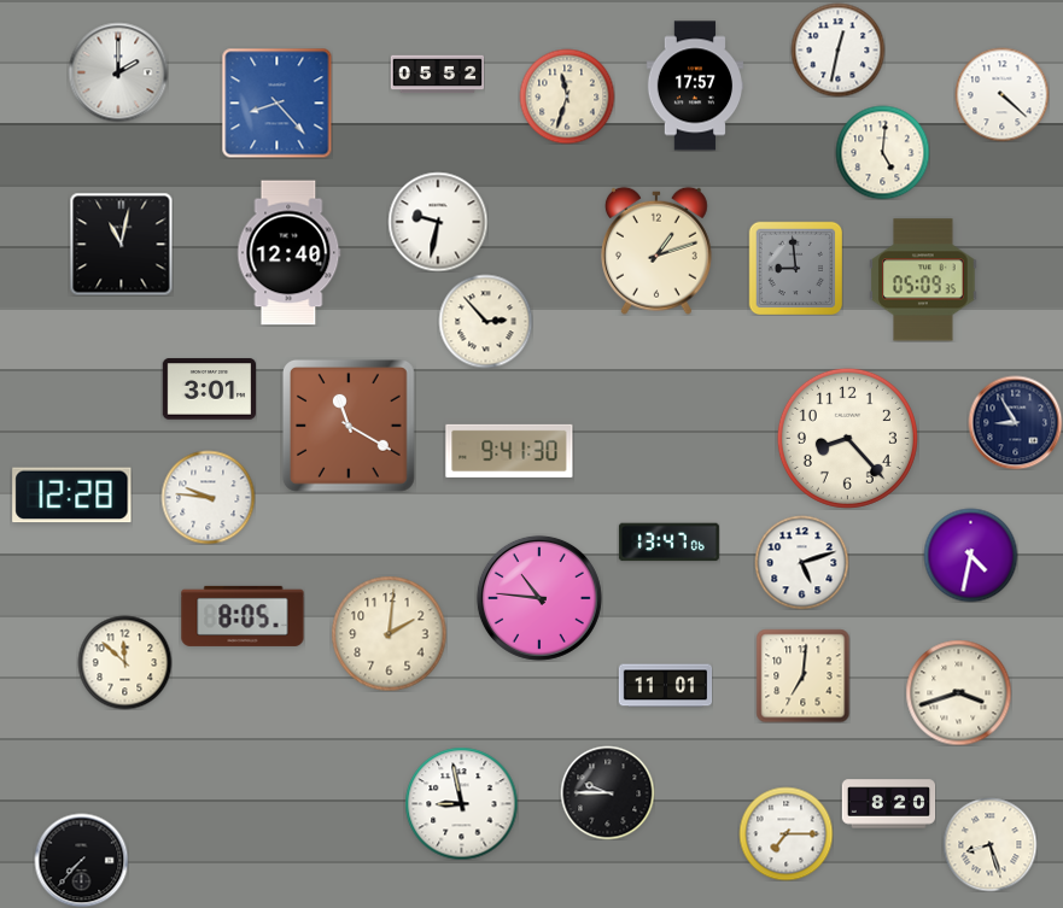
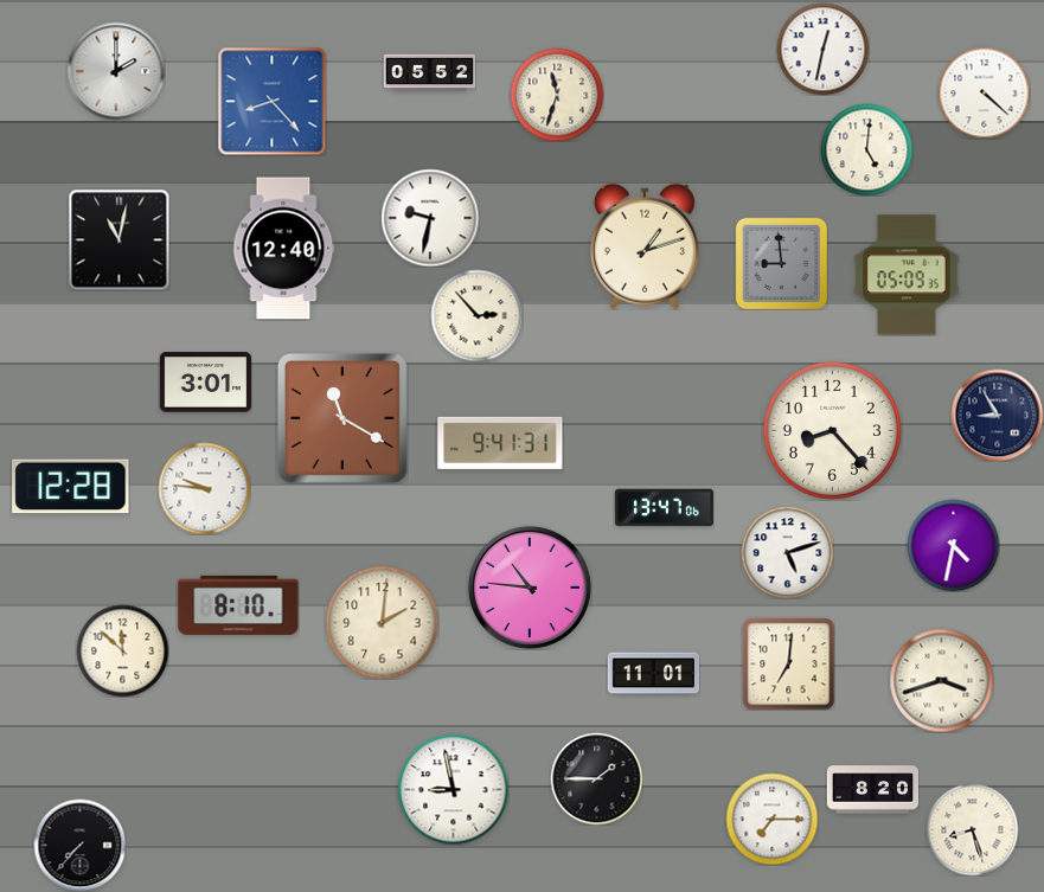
clock at (695, 86): 17:57 -> none
clock at (509, 451): 9:41:30 -> 9:41:31
clock at (668, 543) position: (668, 543) -> (664, 508)
clock at (243, 616): 8:05 -> 8:10
clock at (607, 792): 9:45 -> 1:45
